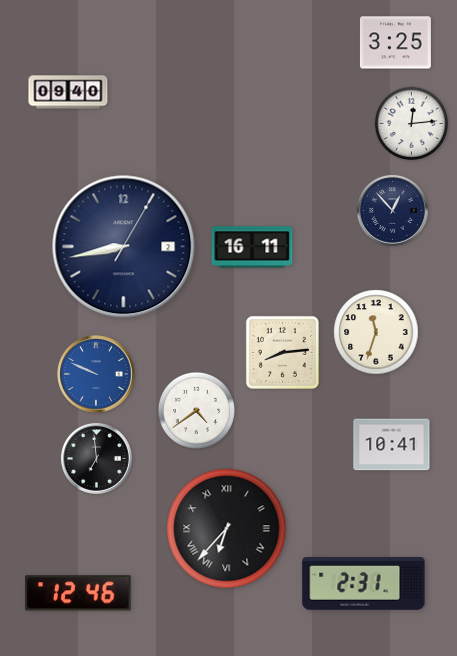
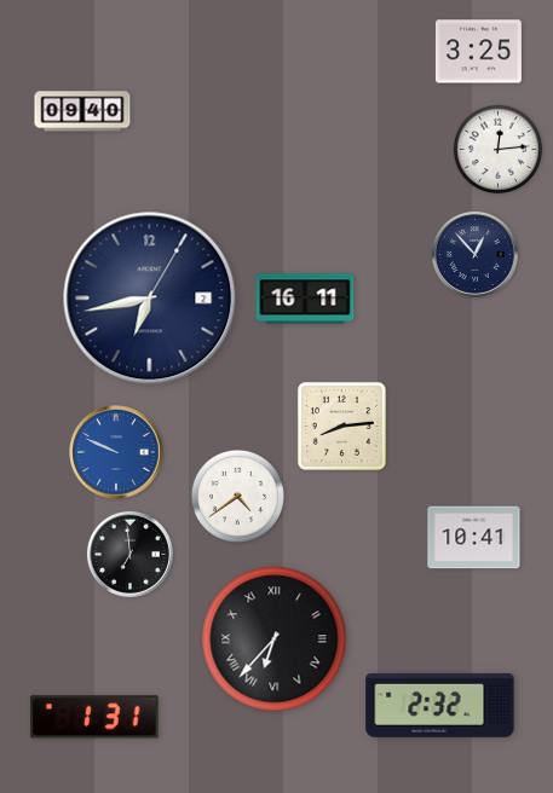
clock at (124, 247): 8:43 -> 6:43
clock at (376, 332): 11:33 -> none
clock at (96, 458) position: (96, 458) -> (129, 554)
clock at (364, 584): 2:31 -> 2:32
clock at (78, 593): 12:46 -> 1:31
